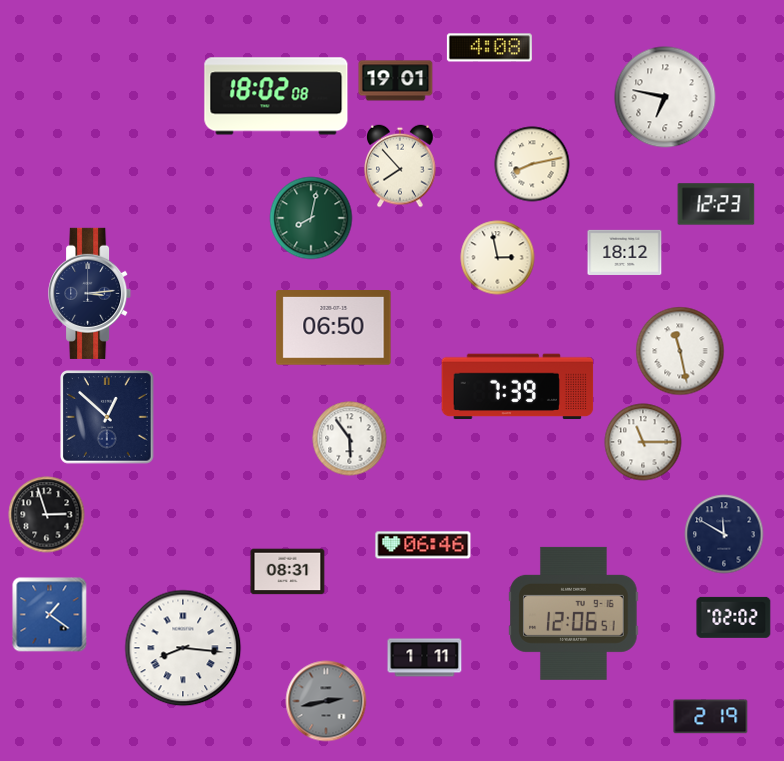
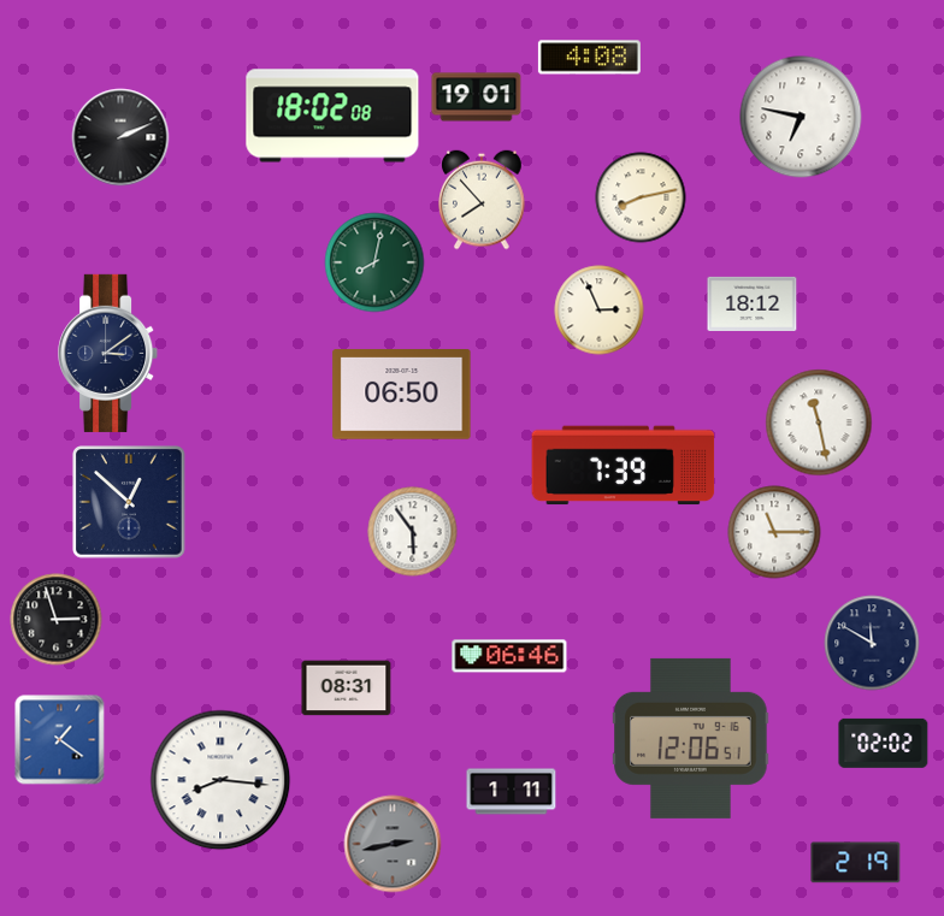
clock at (120, 137): none -> 2:11
clock at (716, 204): 12:23 -> none
clock at (498, 258): 2:58 -> 2:56
clock at (90, 293): 3:14 -> 3:09
clock at (350, 439) position: (350, 439) -> (413, 532)
